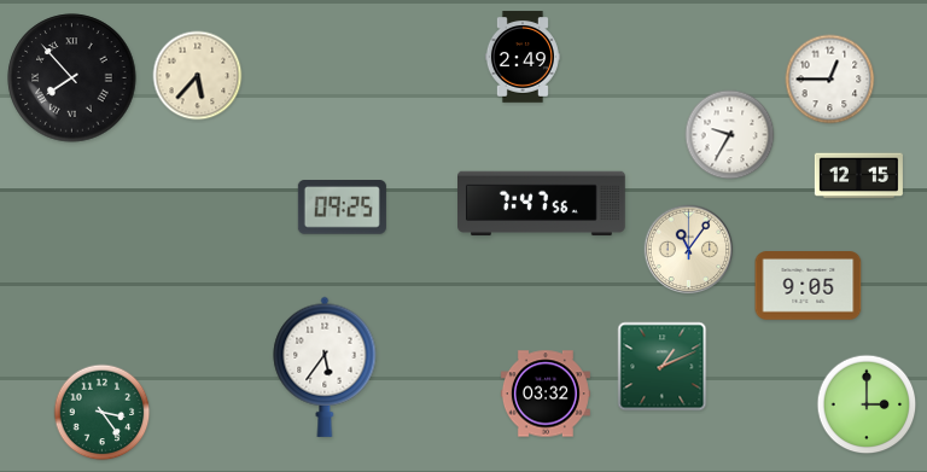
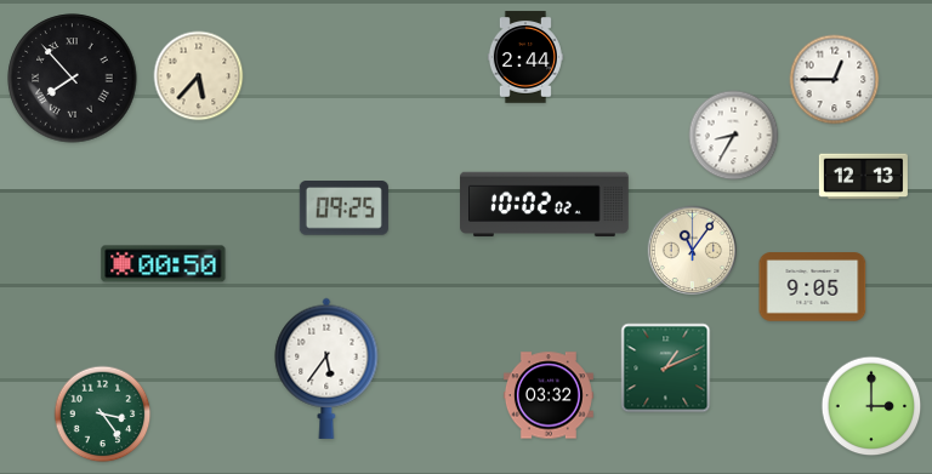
clock at (523, 57): 2:49 -> 2:44
clock at (730, 135): 9:35 -> 8:35
clock at (858, 176): 12:15 -> 12:13
clock at (542, 204): 7:47 -> 10:02
clock at (164, 264): none -> 00:50
